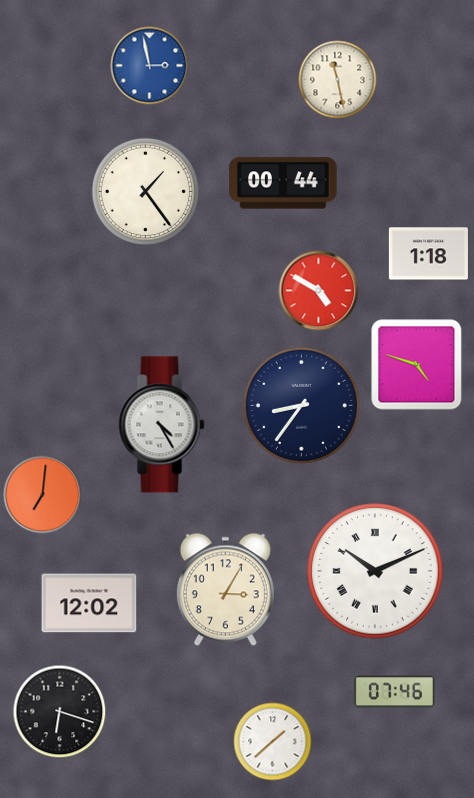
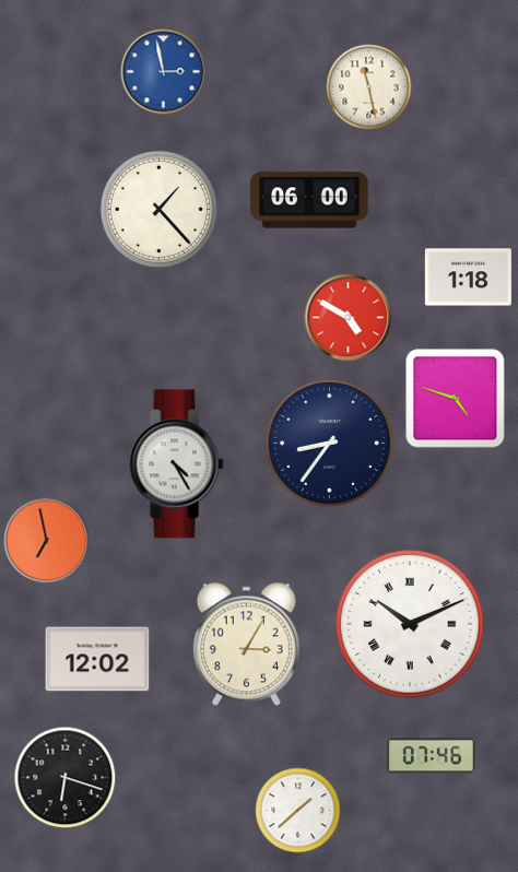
clock at (283, 183): 00:44 -> 06:00
clock at (145, 191): 1:24 -> 1:23
clock at (43, 495): 7:01 -> 6:58
